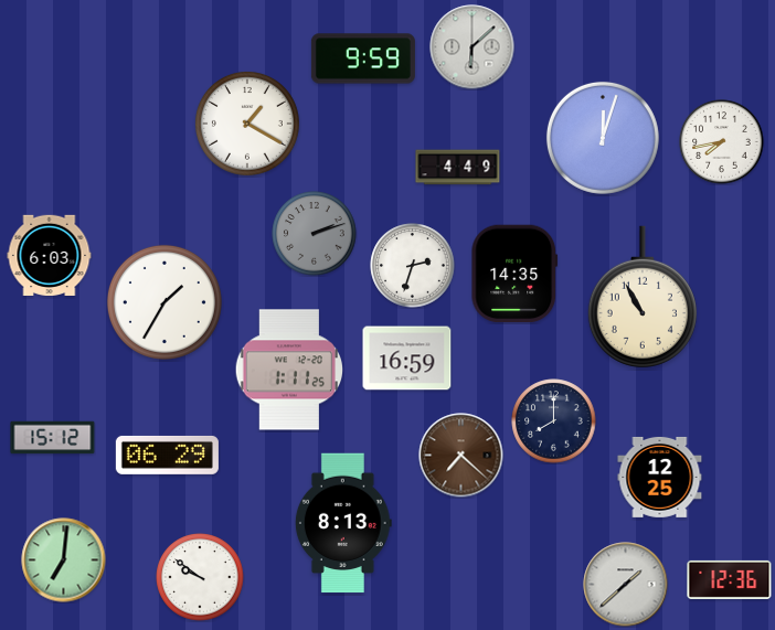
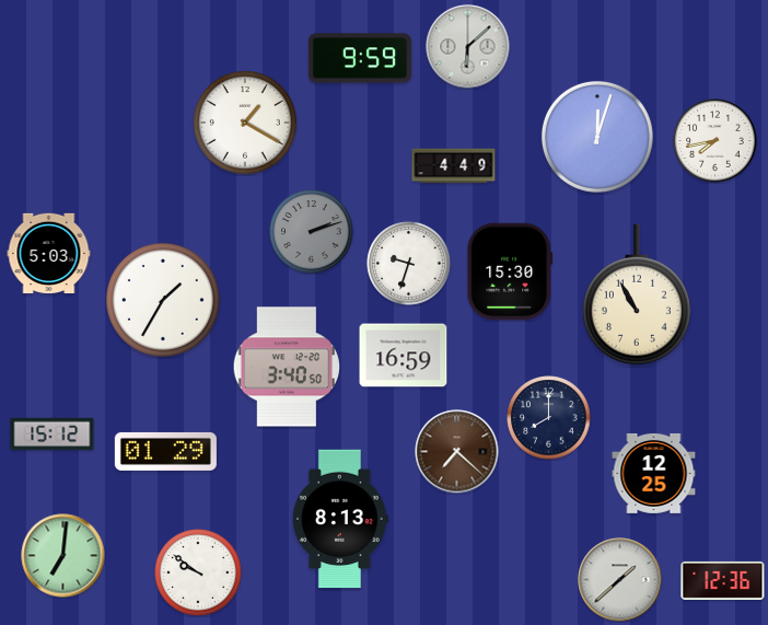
clock at (50, 256): 6:03 -> 5:03
clock at (413, 266): 2:33 -> 9:33
clock at (514, 274): 14:35 -> 15:30
clock at (288, 370): 1:11 -> 3:40
clock at (167, 455): 06:29 -> 01:29
clock at (730, 579) position: (730, 579) -> (723, 580)
